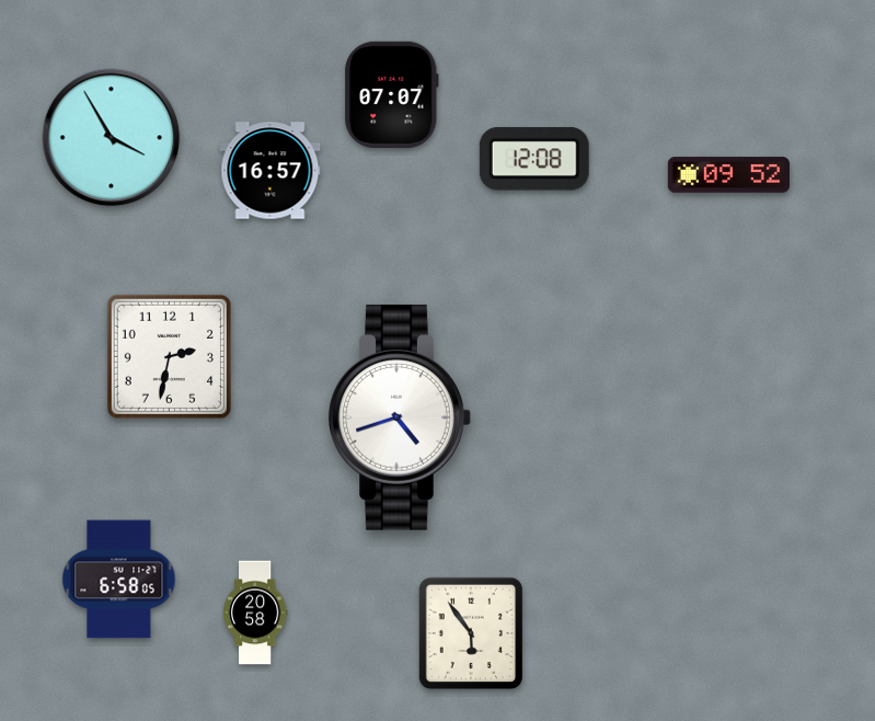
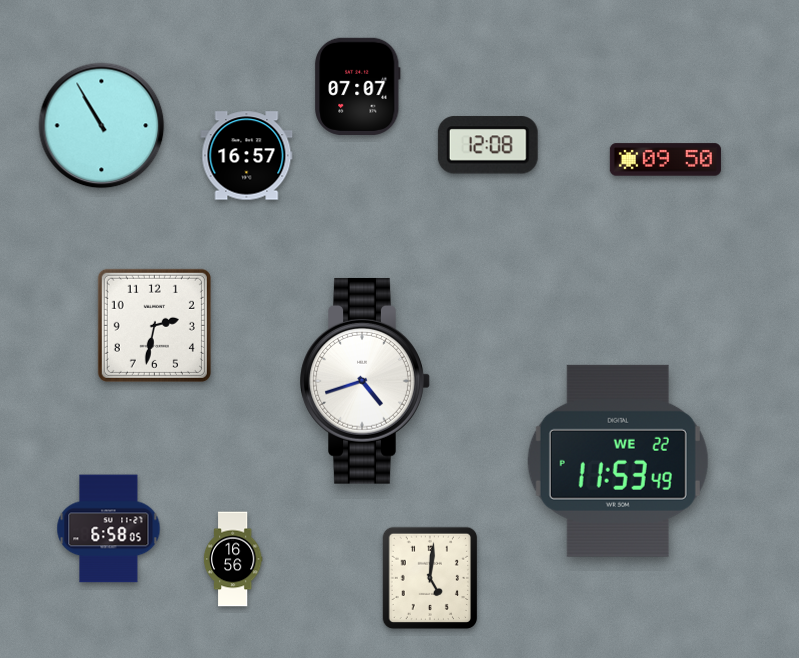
clock at (112, 138): 3:55 -> 10:55
clock at (728, 175): 09:52 -> 09:50
clock at (618, 461): none -> 11:53
clock at (255, 613): 20:58 -> 16:56
clock at (471, 633): 5:54 -> 5:01
